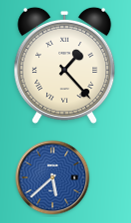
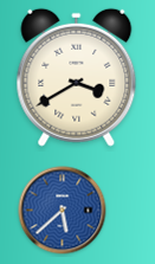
clock at (65, 65): 1:23 -> 3:40
